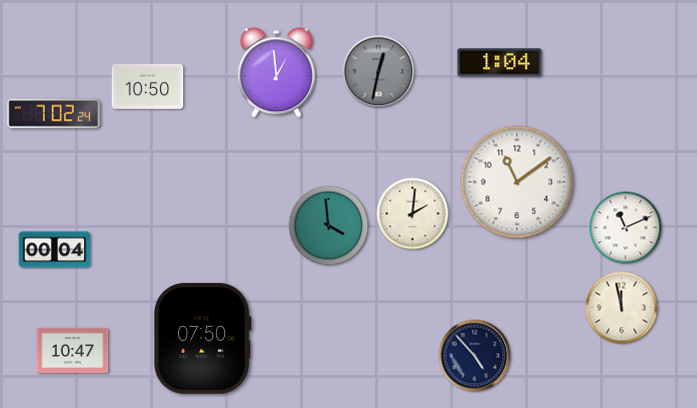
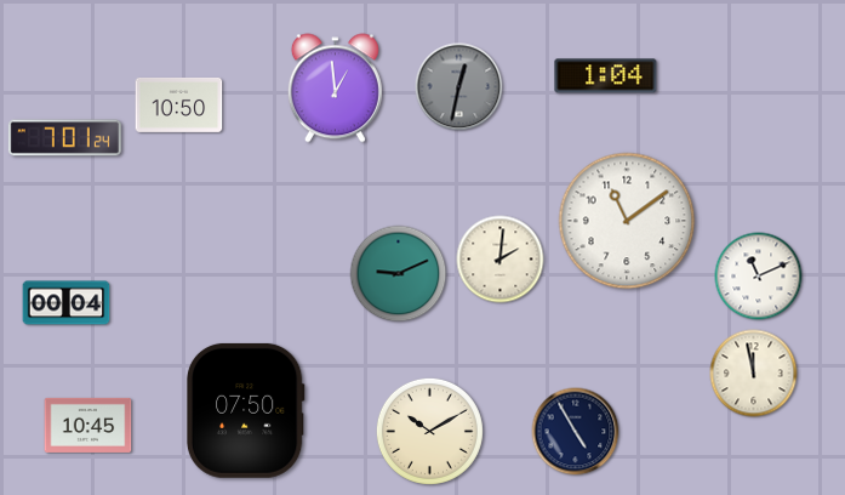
clock at (53, 114): 7:02 -> 7:01
clock at (329, 226): 3:59 -> 9:11
clock at (73, 350): 10:47 -> 10:45
clock at (429, 431): none -> 10:10
clock at (475, 356): 4:53 -> 4:55
